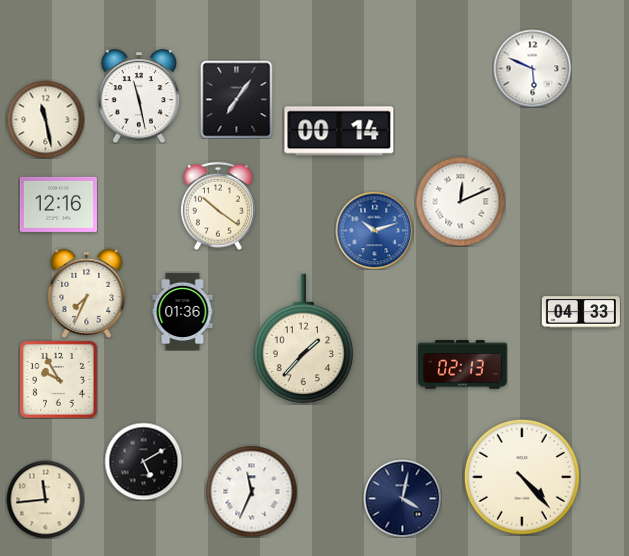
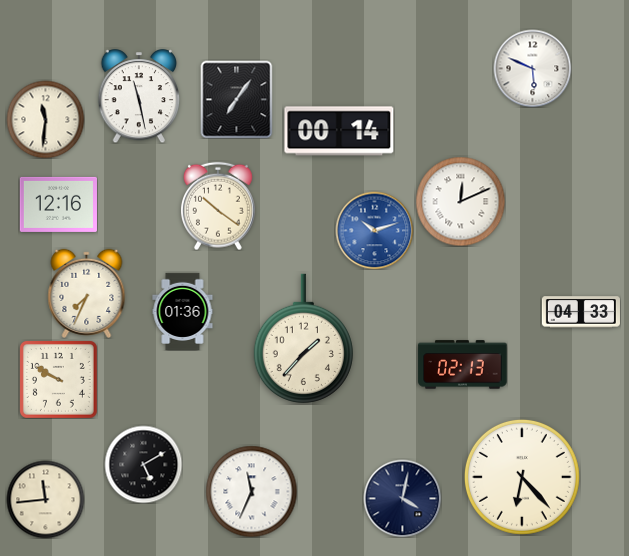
clock at (45, 119): 11:28 -> 11:31
clock at (58, 379): 9:55 -> 9:50
clock at (143, 461) position: (143, 461) -> (143, 464)
clock at (522, 477): 4:23 -> 6:23
